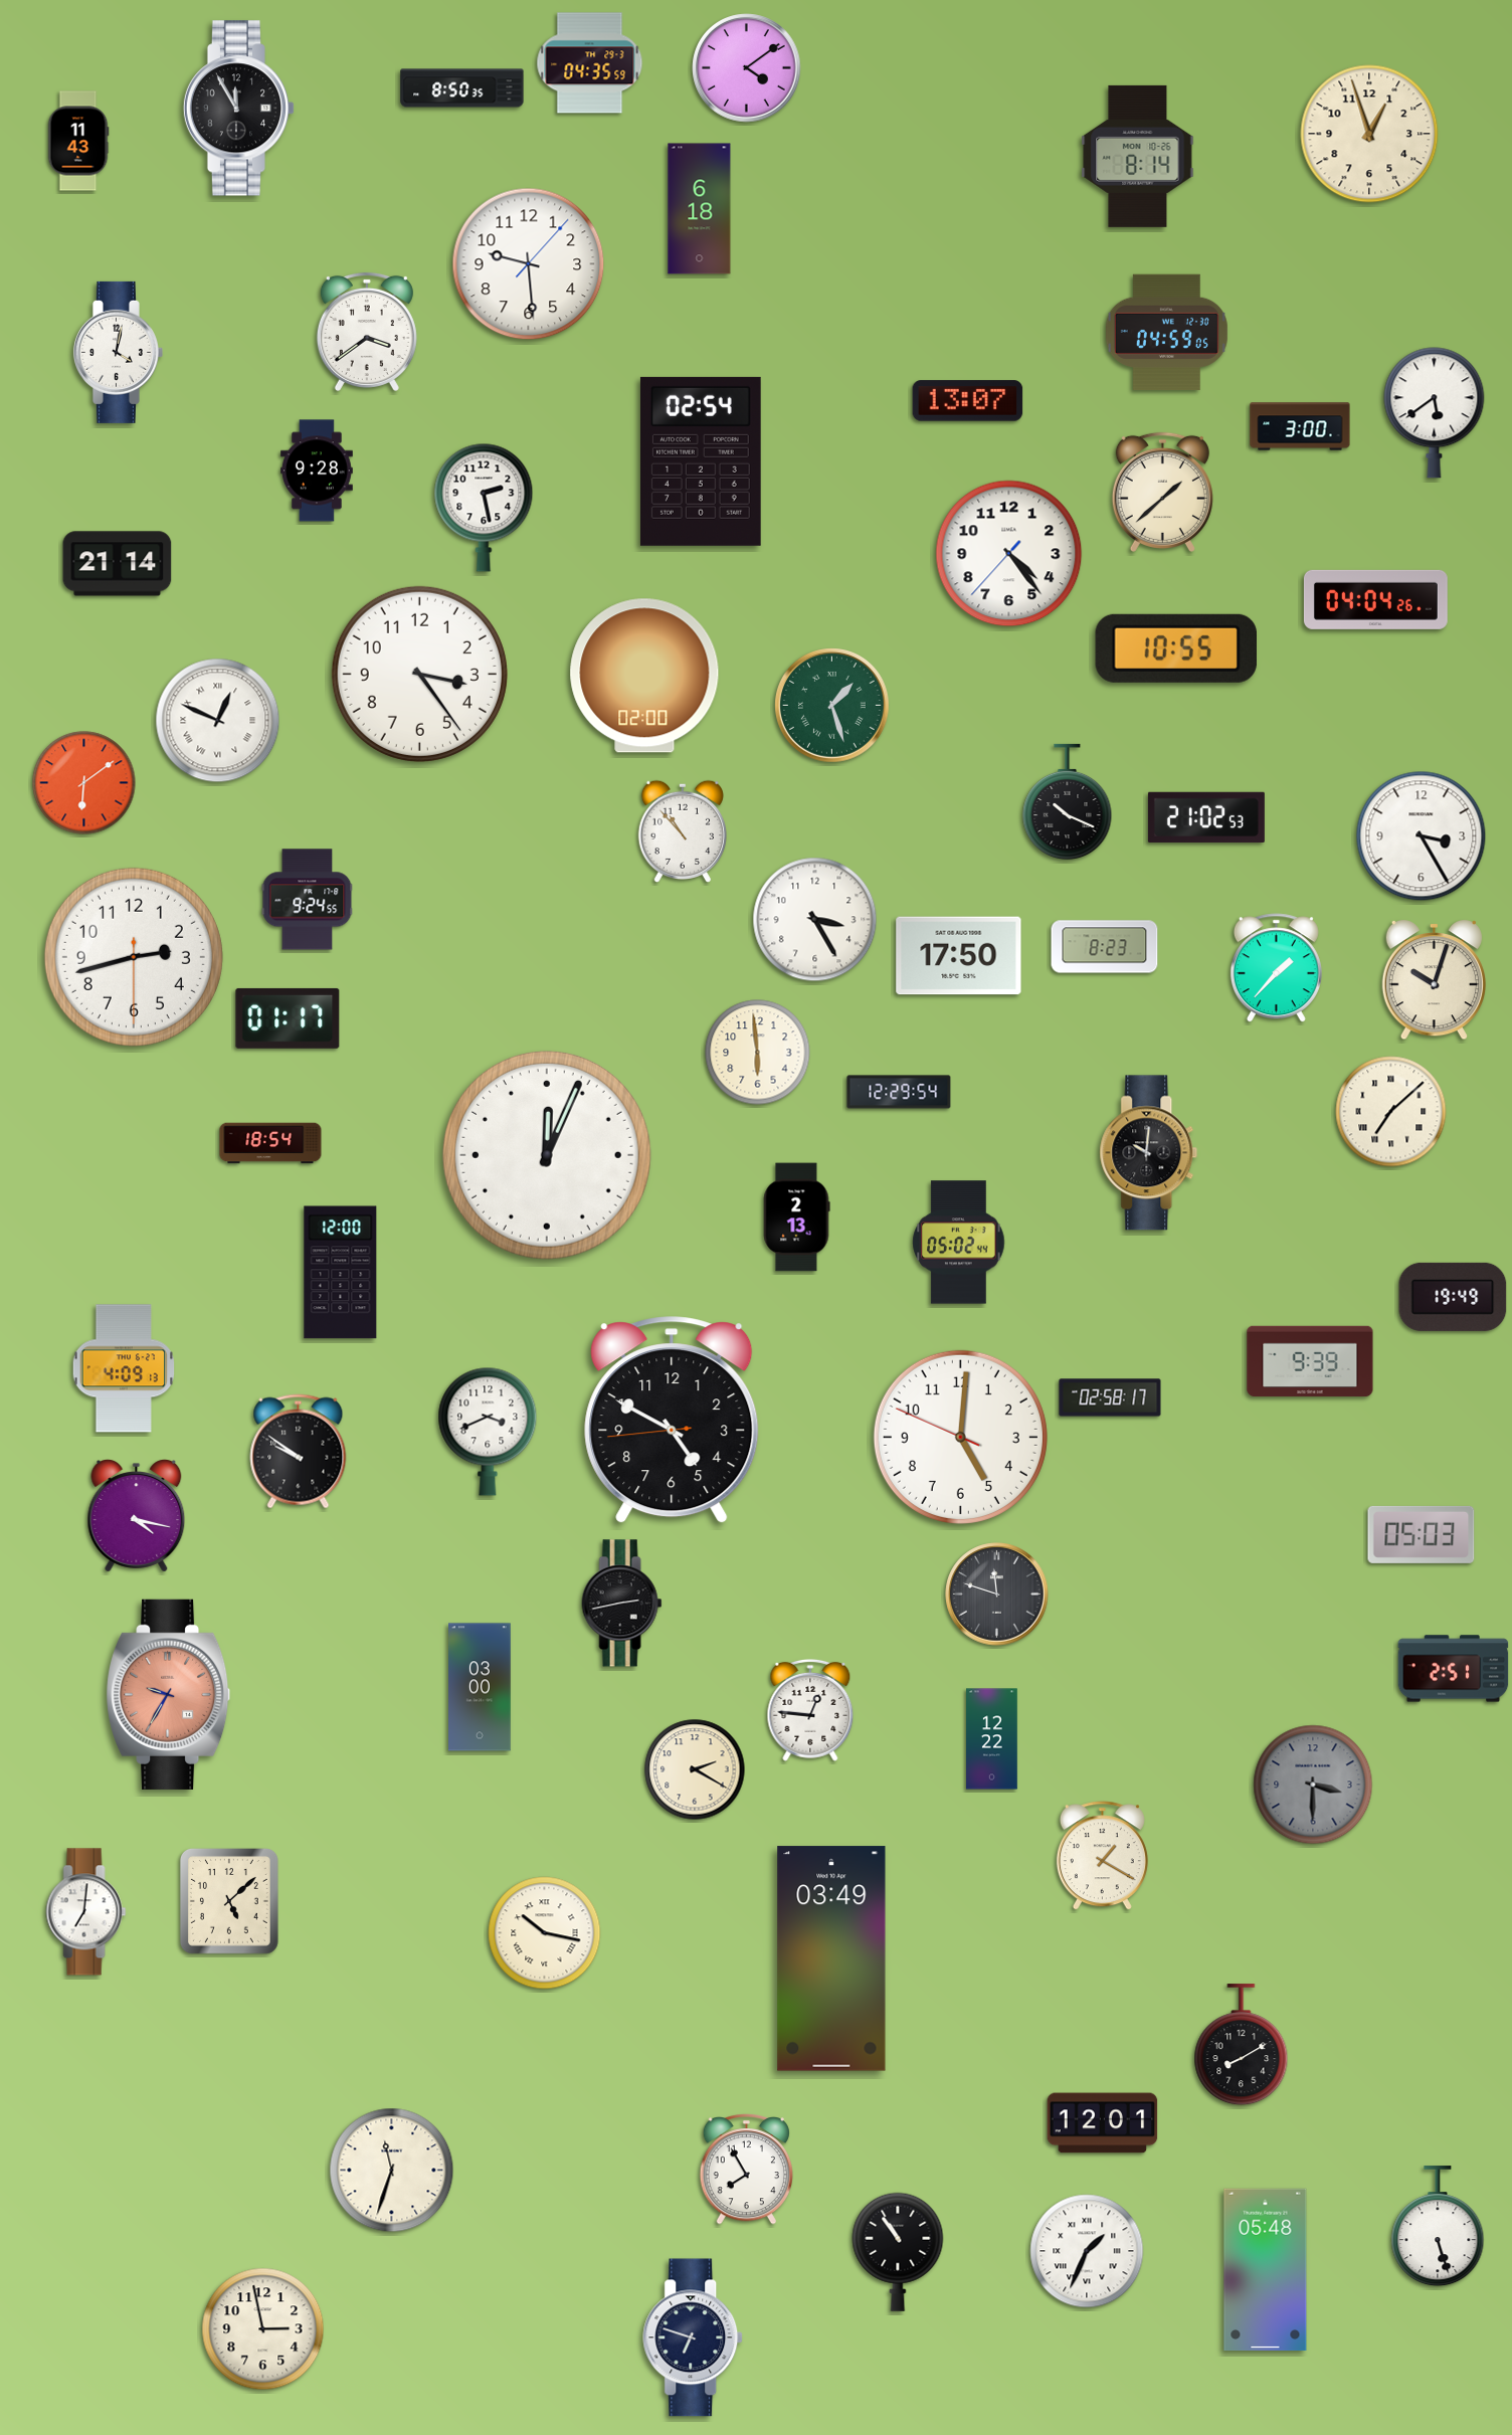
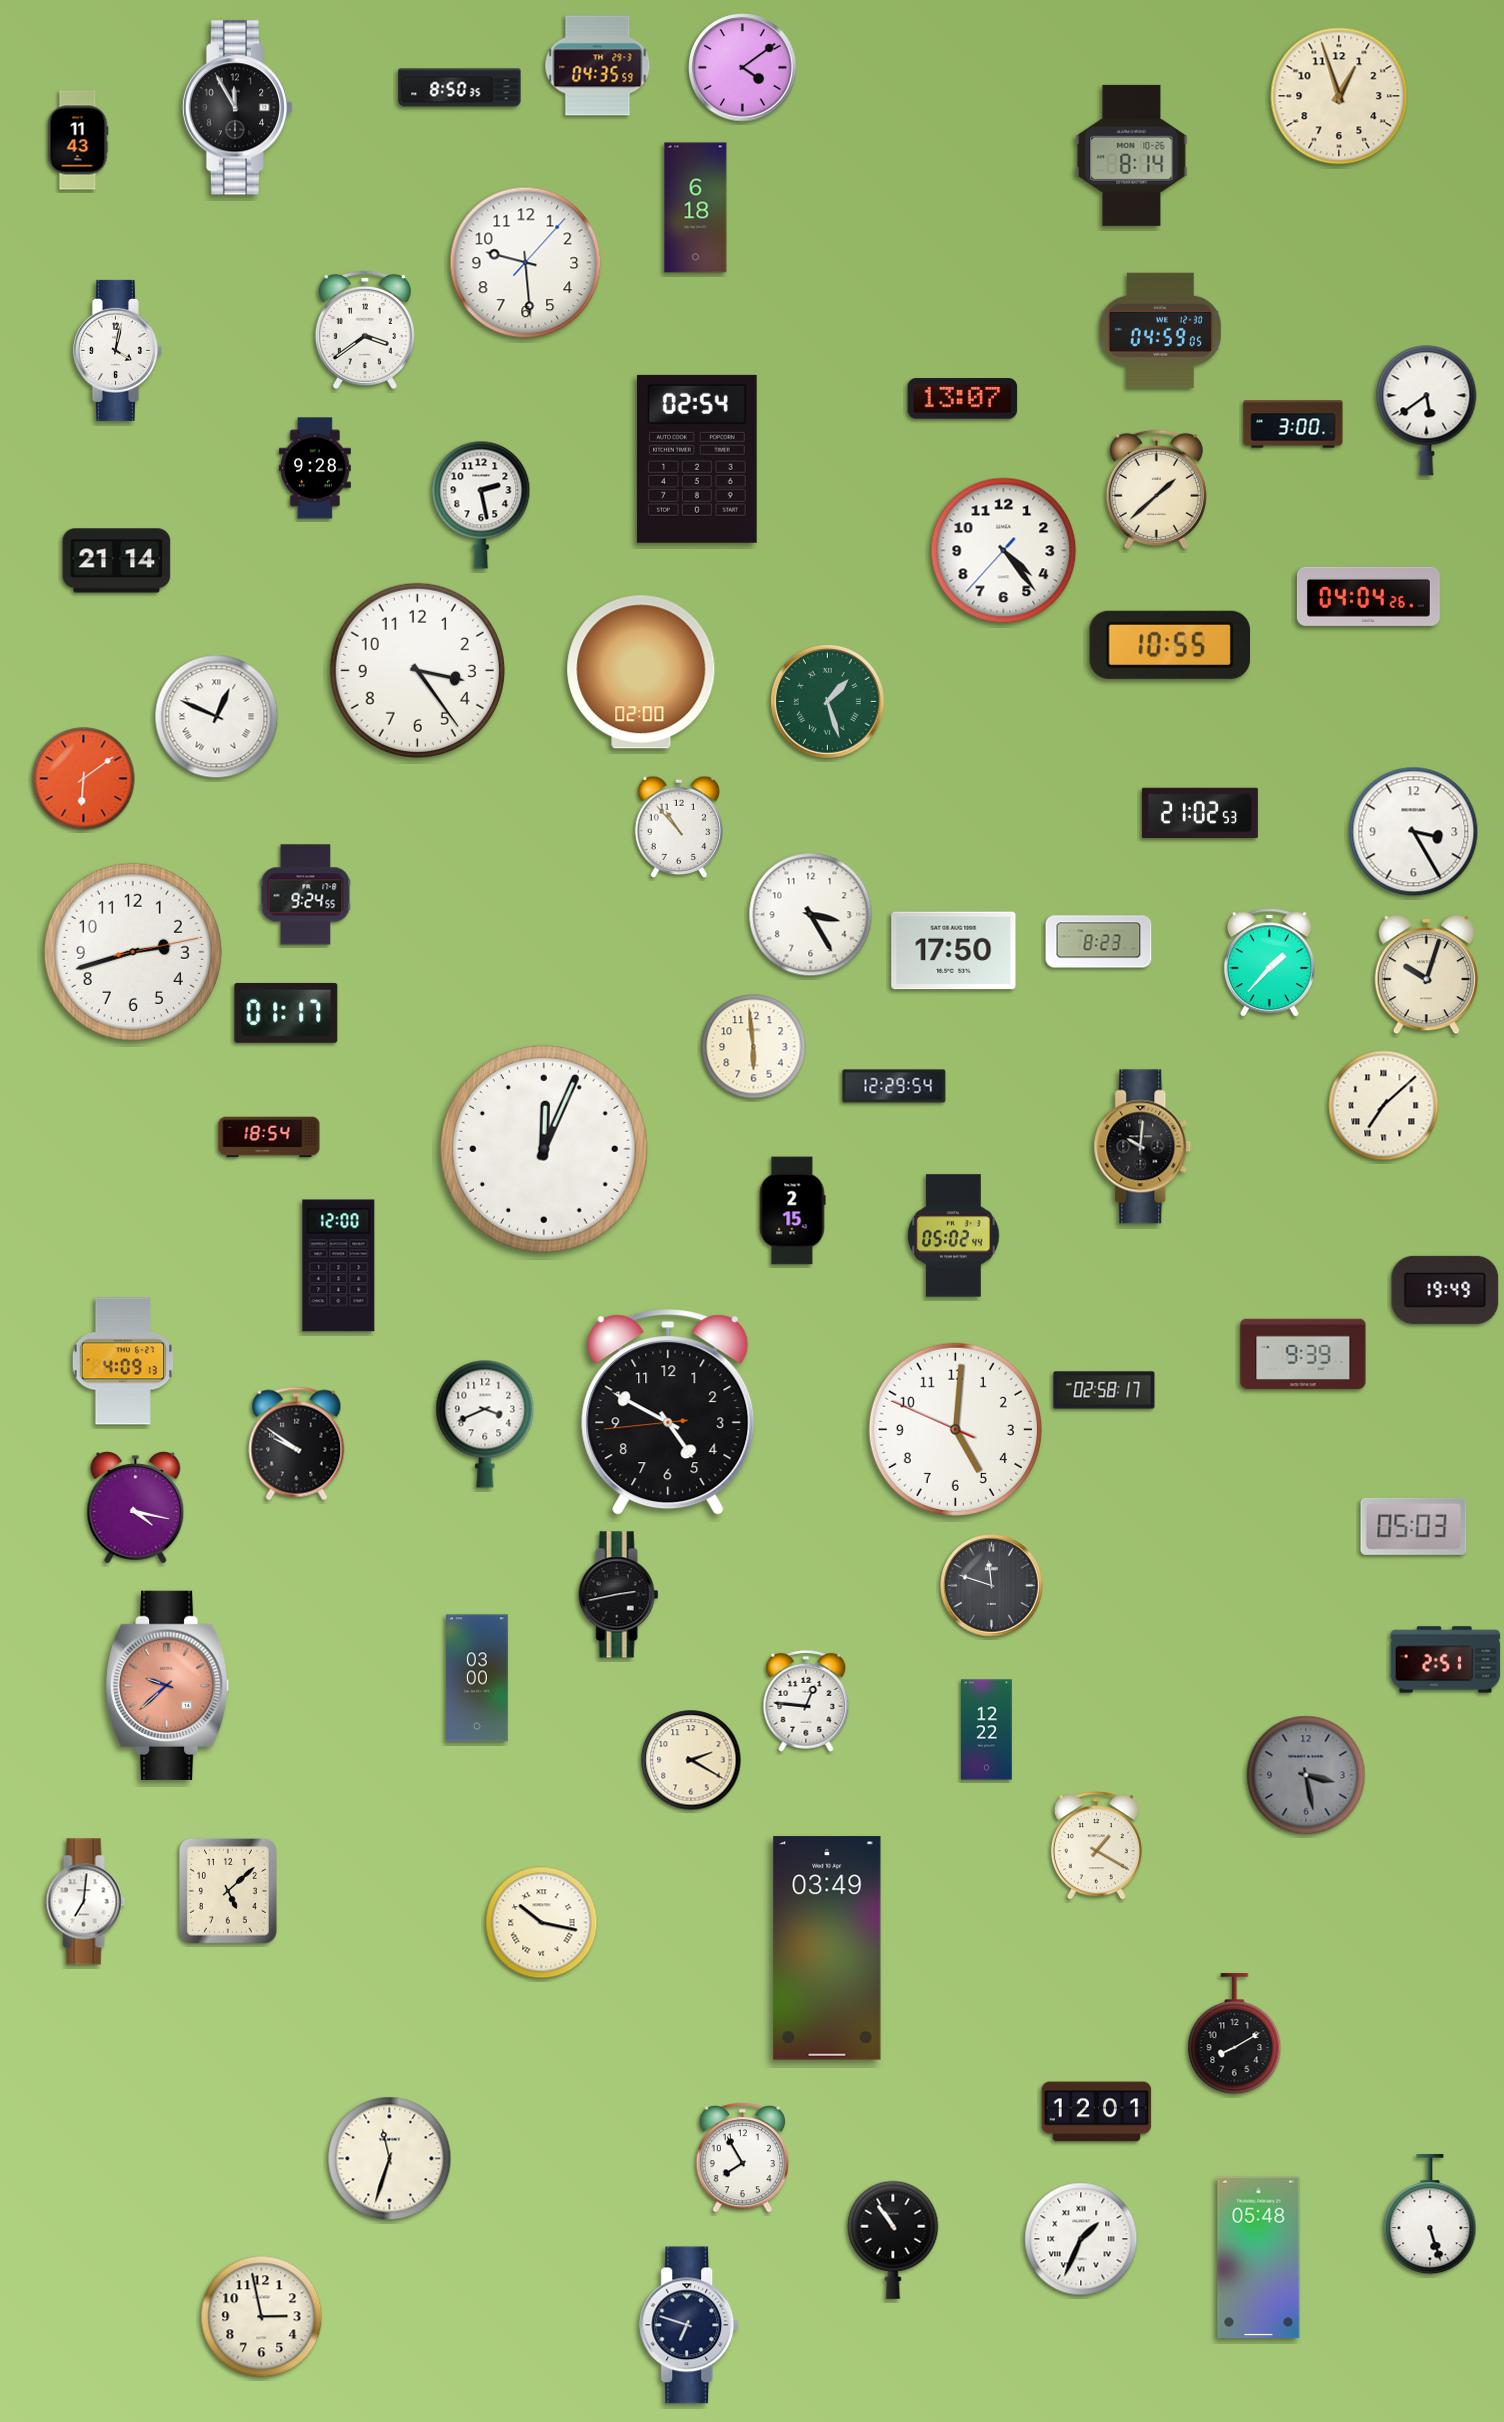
clock at (590, 63) position: (590, 63) -> (598, 66)
clock at (1369, 134) position: (1369, 134) -> (1339, 96)
clock at (1068, 802): 10:19 -> none
clock at (134, 957): 2:42:30 -> 2:42:13
clock at (796, 1218): 2:13 -> 2:15
clock at (169, 1694): 9:35 -> 9:38
clock at (1313, 1785): 3:30 -> 3:28
